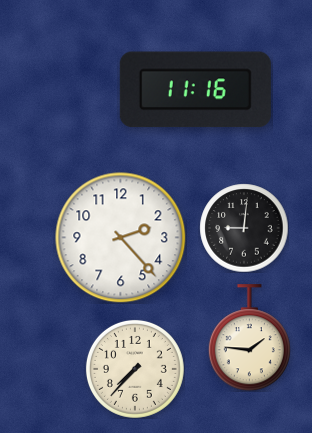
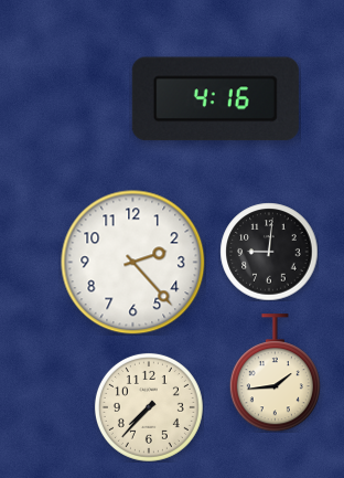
clock at (195, 90): 11:16 -> 4:16
clock at (249, 338): 1:46 -> 1:44
